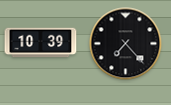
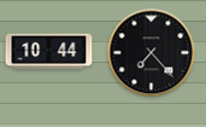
clock at (41, 43): 10:39 -> 10:44
